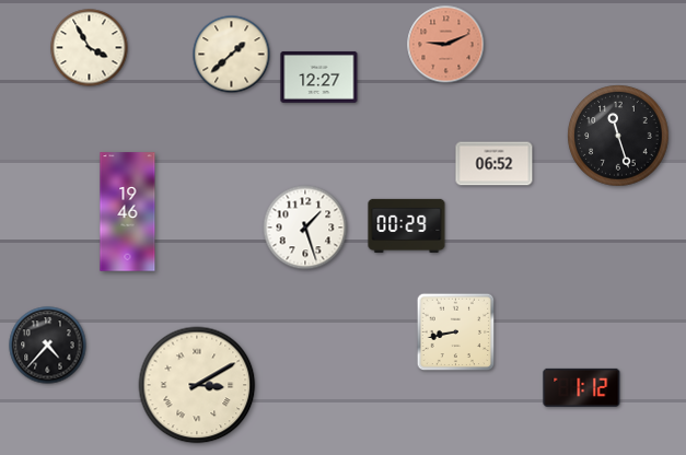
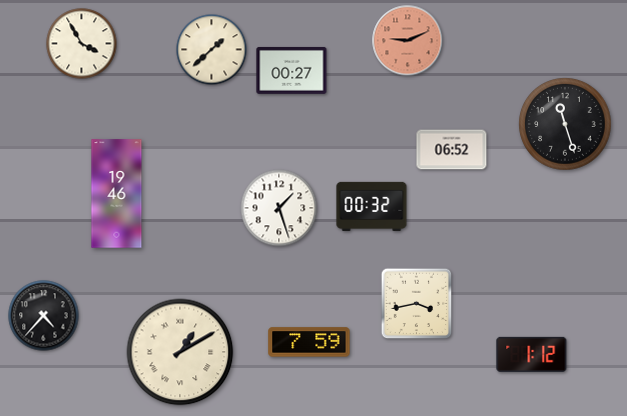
clock at (319, 78): 12:27 -> 00:27
clock at (407, 225): 00:29 -> 00:32
clock at (456, 332): 8:43 -> 3:43
clock at (309, 342): none -> 7:59
clock at (197, 385): 3:10 -> 1:10
